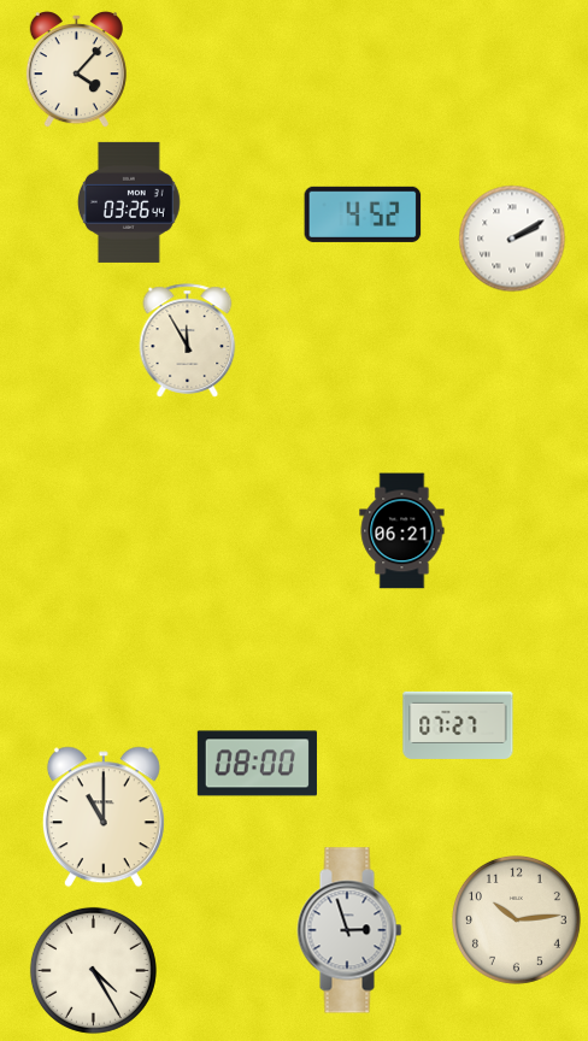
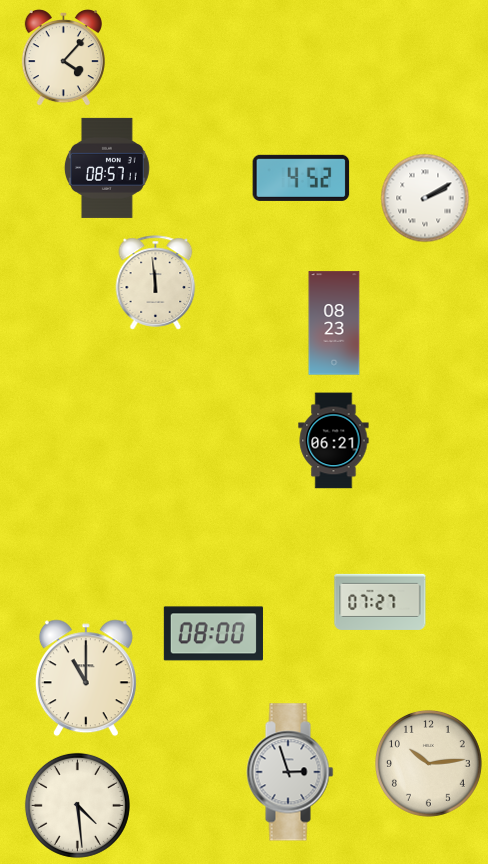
clock at (129, 202): 03:26 -> 08:57
clock at (188, 341): 11:55 -> 11:59
clock at (334, 323): none -> 08:23
clock at (93, 970): 4:25 -> 4:29
